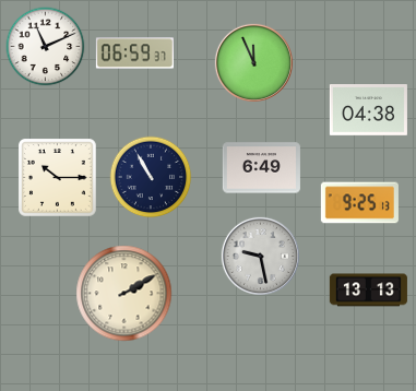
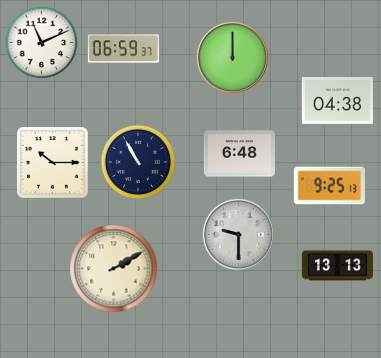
clock at (253, 62): 11:56 -> 12:00
clock at (261, 168): 6:49 -> 6:48
clock at (260, 256): 9:28 -> 9:30
